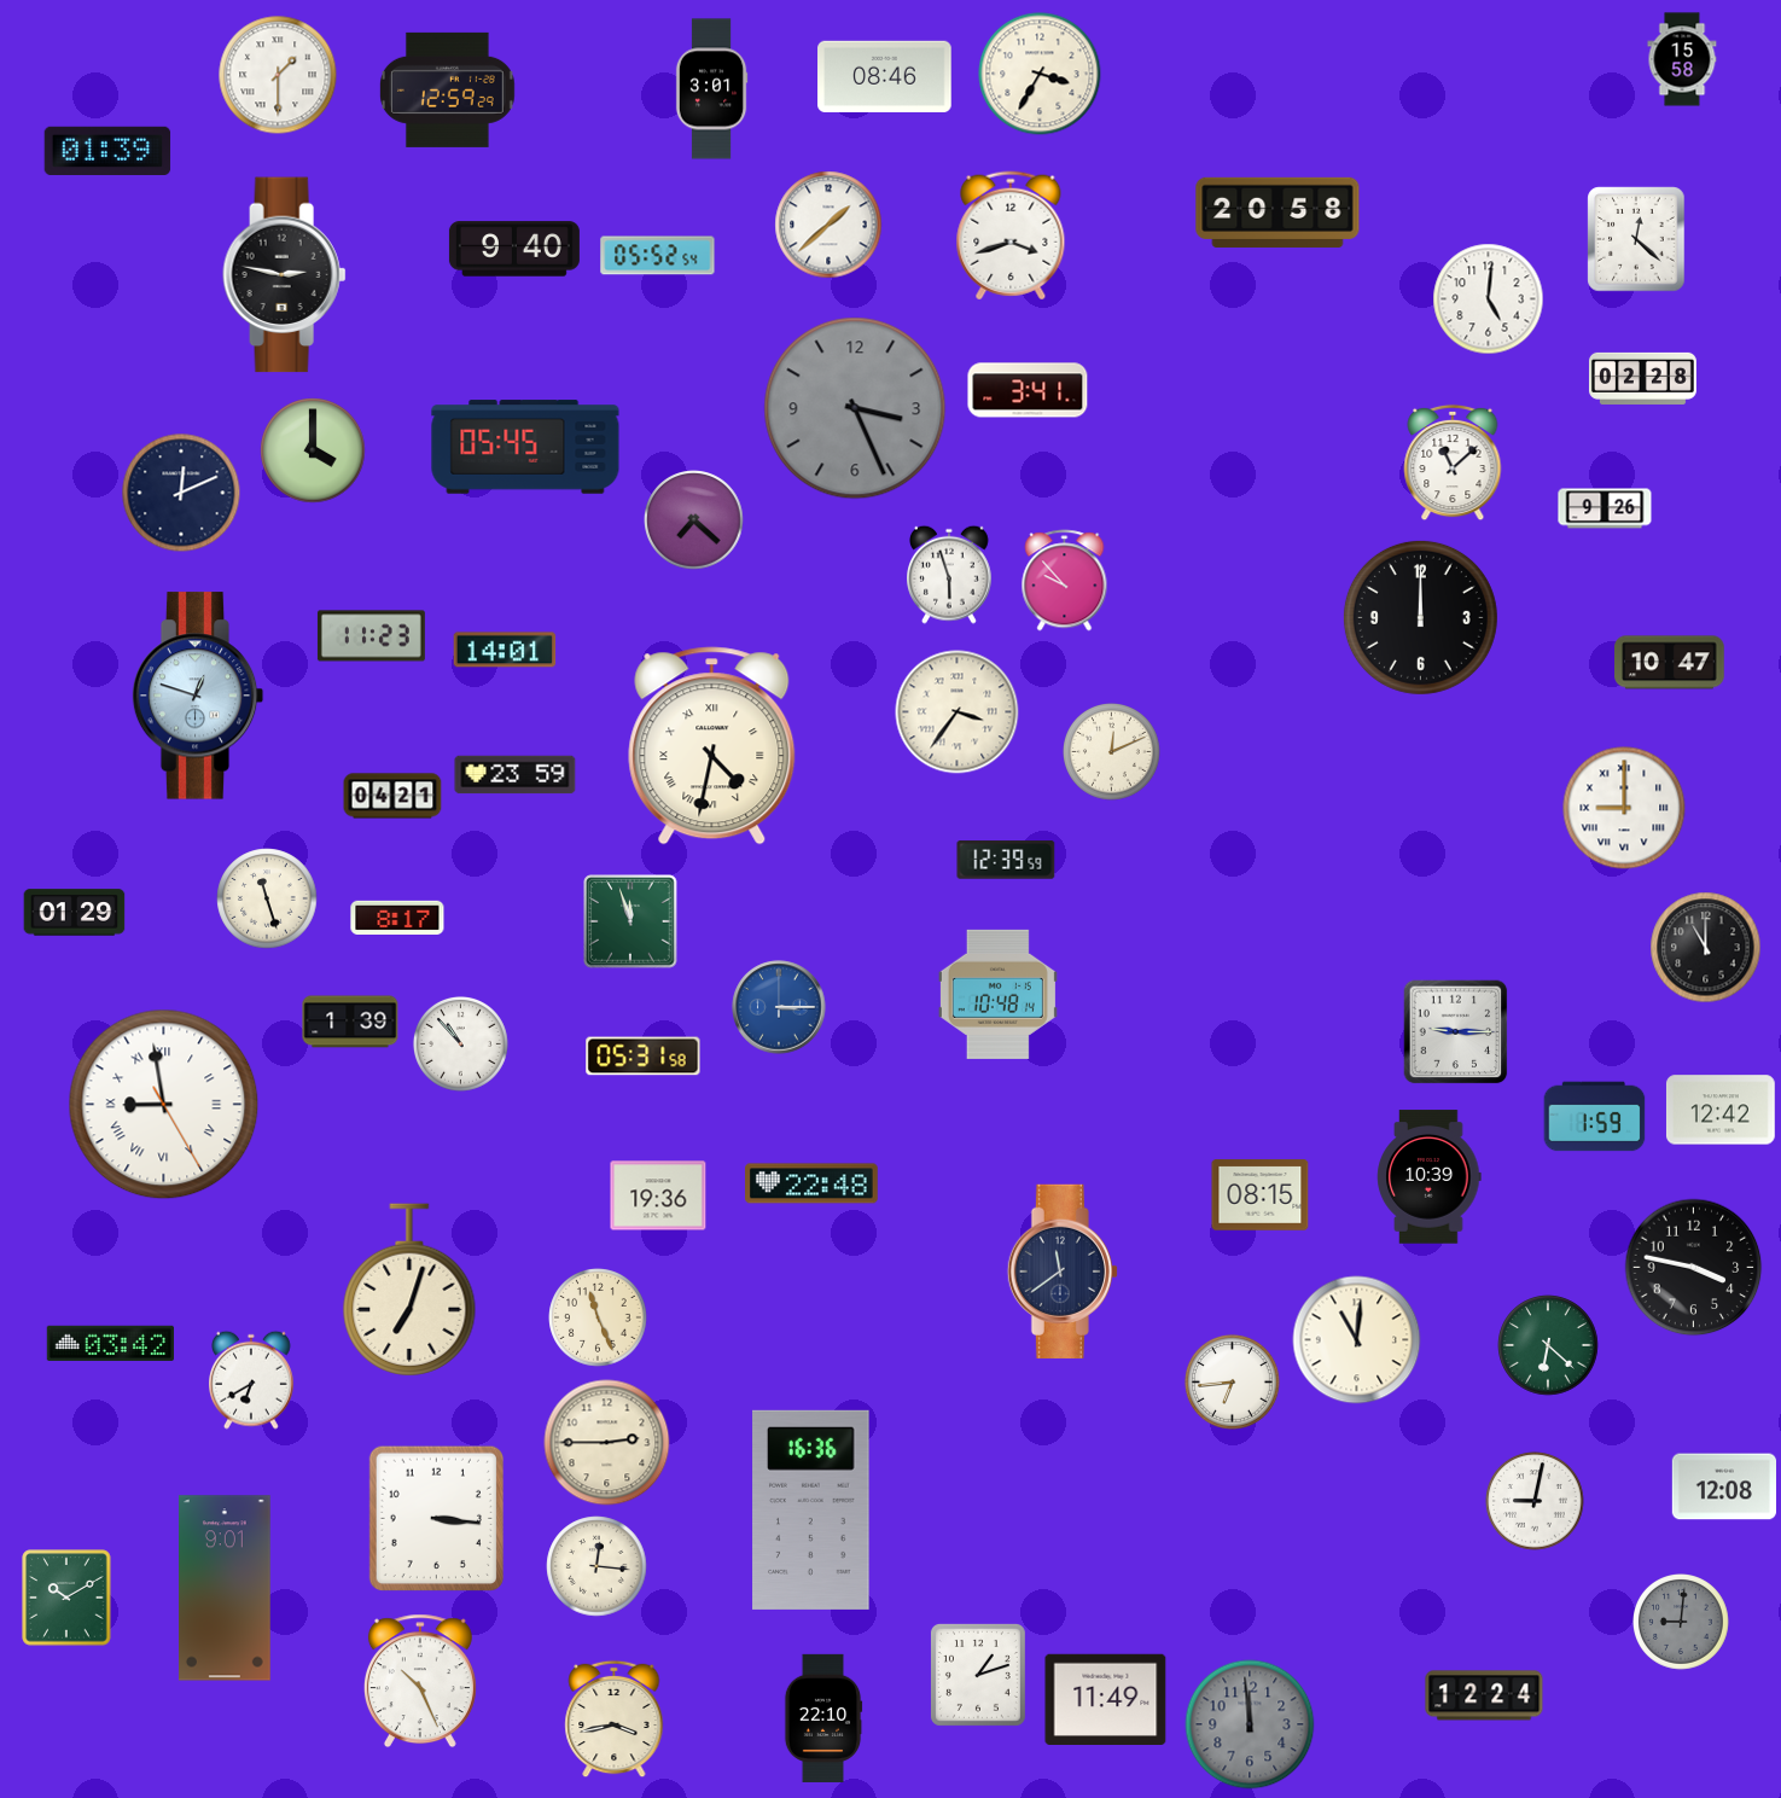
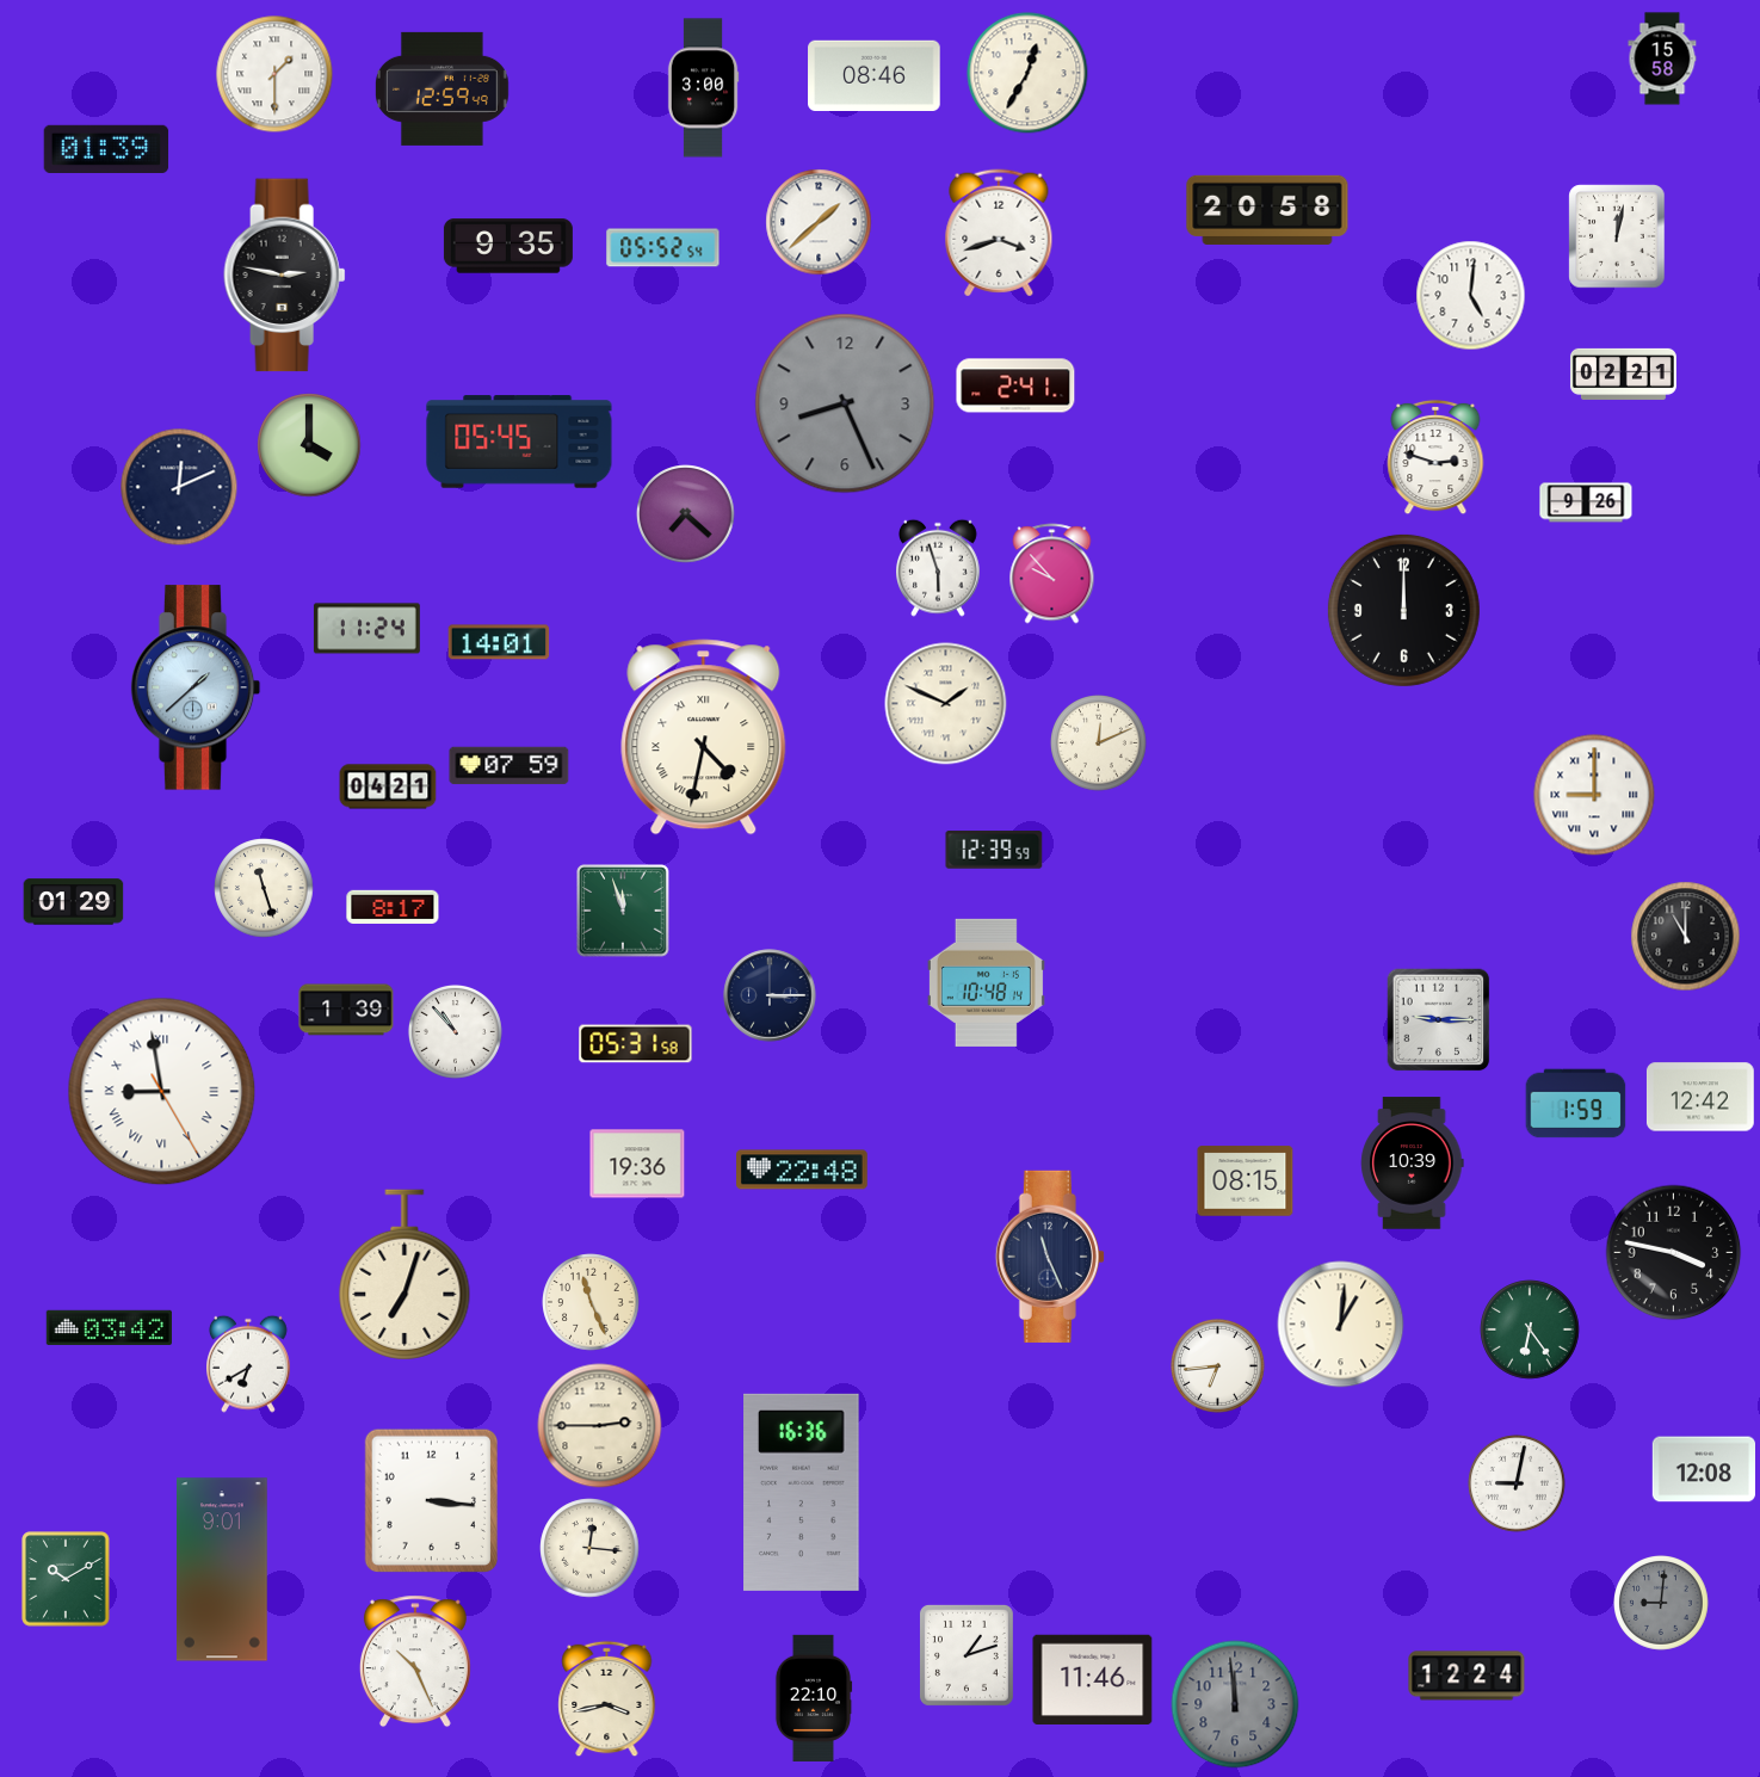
clock at (1040, 74): 3:35 -> 12:35
clock at (447, 89): 12:59:29 -> 12:59:49
clock at (711, 89): 3:01 -> 3:00
clock at (1277, 213) position: (1277, 213) -> (1267, 210)
clock at (1636, 239): 12:22 -> 12:02
clock at (514, 249): 9:40 -> 9:35
clock at (658, 256) position: (658, 256) -> (663, 248)
clock at (285, 275) position: (285, 275) -> (285, 276)
clock at (1642, 378): 02:28 -> 02:21
clock at (1028, 390): 3:41 -> 2:41
clock at (855, 408): 3:26 -> 8:26
clock at (1453, 462): 11:08 -> 2:48
clock at (371, 636): 11:23 -> 11:24
clock at (1670, 663): 10:47 -> none
clock at (198, 696): 12:48 -> 1:38
clock at (958, 712): 3:36 -> 1:49
clock at (516, 775): 23:59 -> 07:59
clock at (1624, 808) position: (1624, 808) -> (1594, 795)
clock at (779, 1007) dial: blue -> navy
clock at (658, 1195) position: (658, 1195) -> (637, 1164)
clock at (1063, 1272): 11:39 -> 11:26
clock at (1357, 1340): 11:01 -> 1:01
clock at (1548, 1345): 6:22 -> 6:24
clock at (1106, 1699): 11:49 -> 11:46
